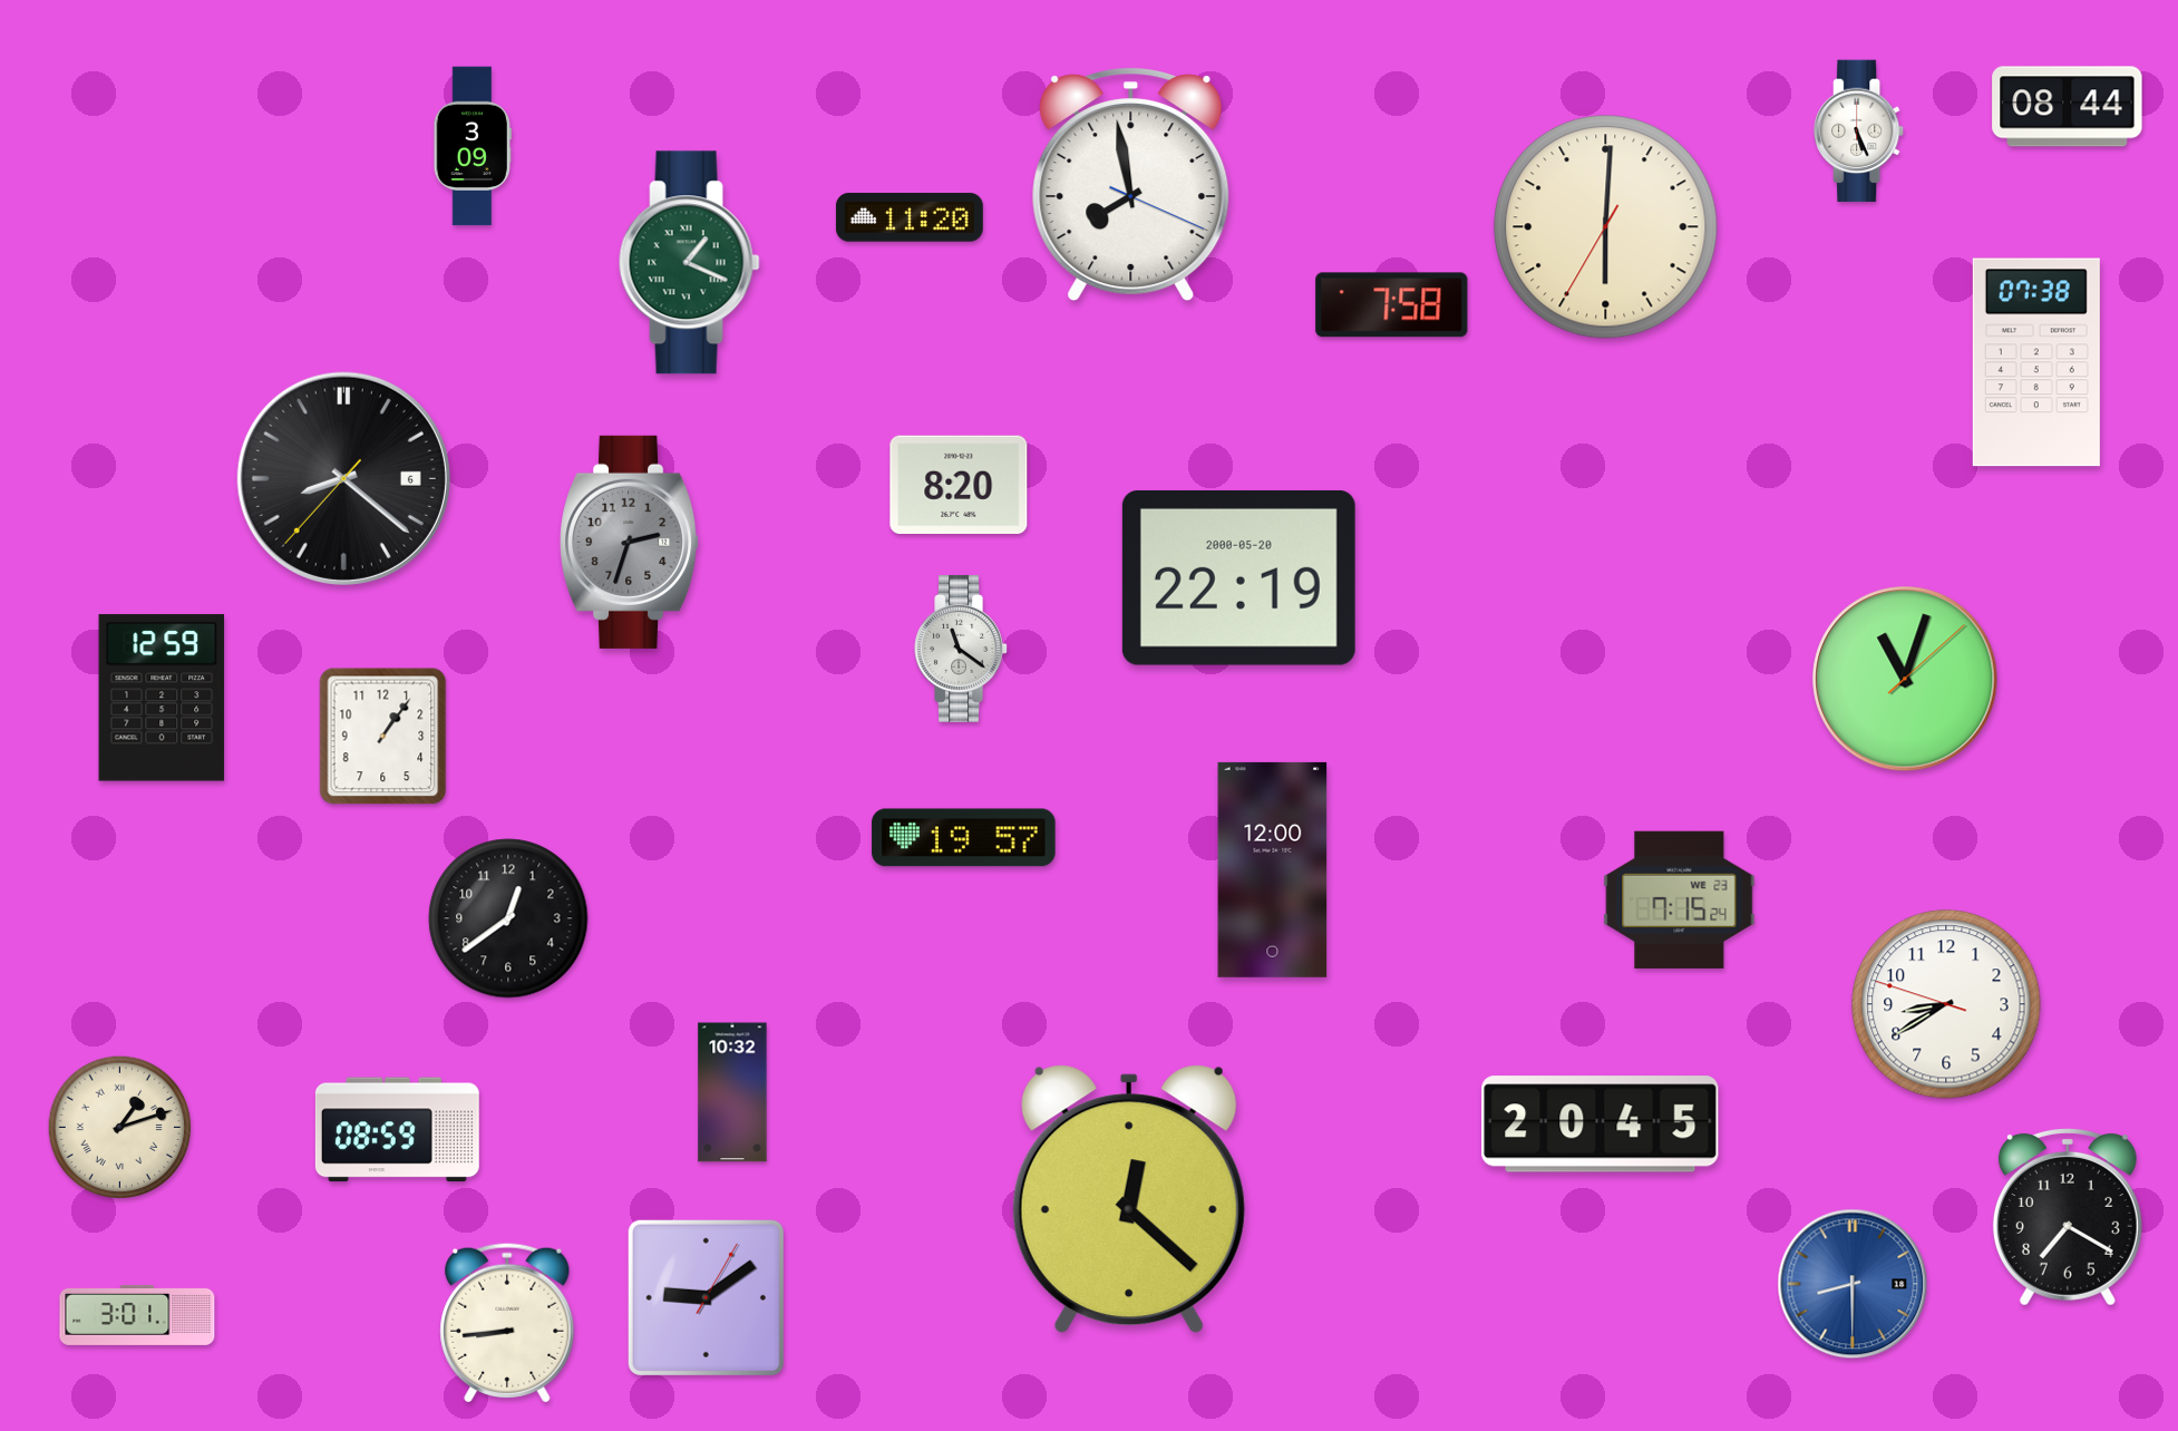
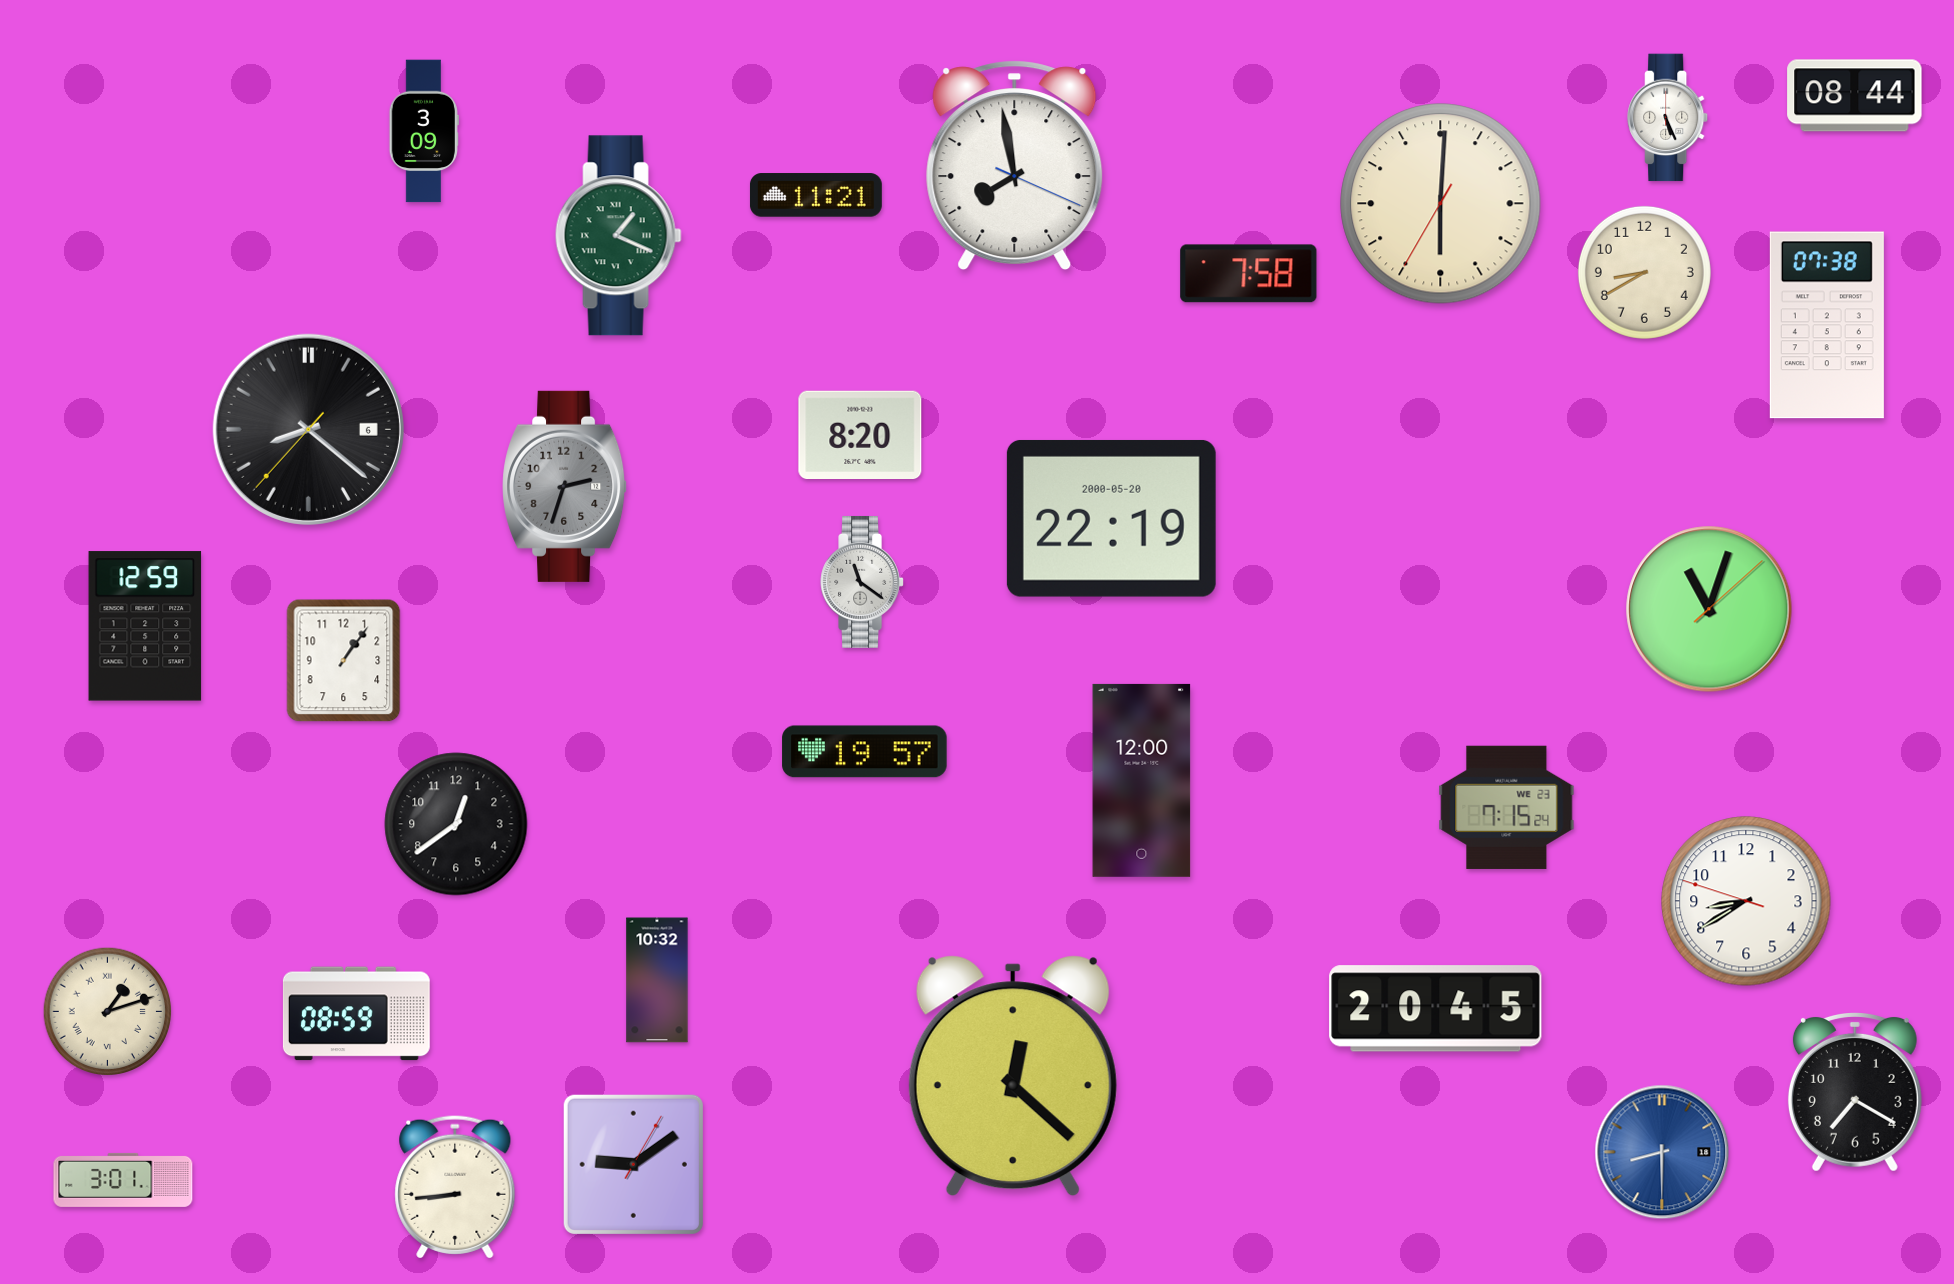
clock at (910, 217): 11:20 -> 11:21
clock at (1644, 272): none -> 8:40
